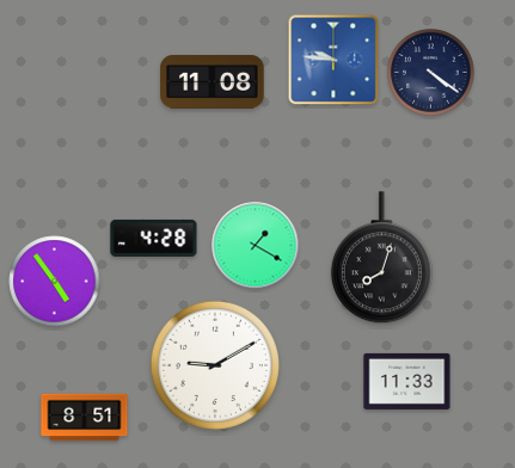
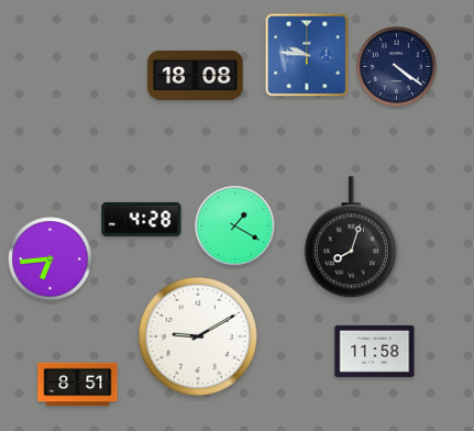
clock at (213, 82): 11:08 -> 18:08
clock at (55, 282): 4:54 -> 6:44
clock at (407, 381): 11:33 -> 11:58
